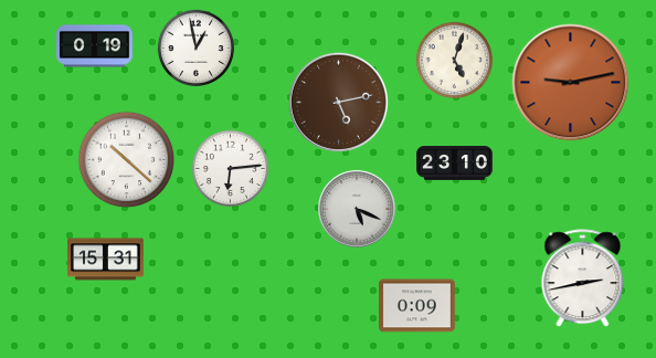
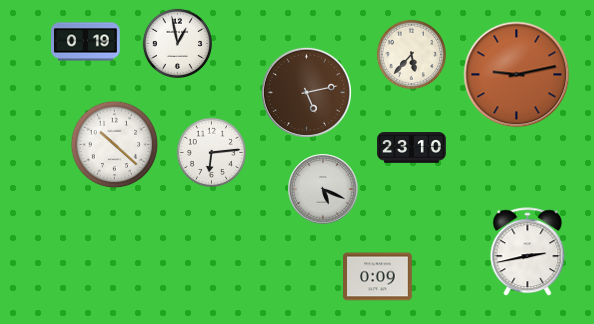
clock at (454, 60): 5:03 -> 5:37
clock at (230, 168) position: (230, 168) -> (211, 152)
clock at (106, 260): 15:31 -> none
